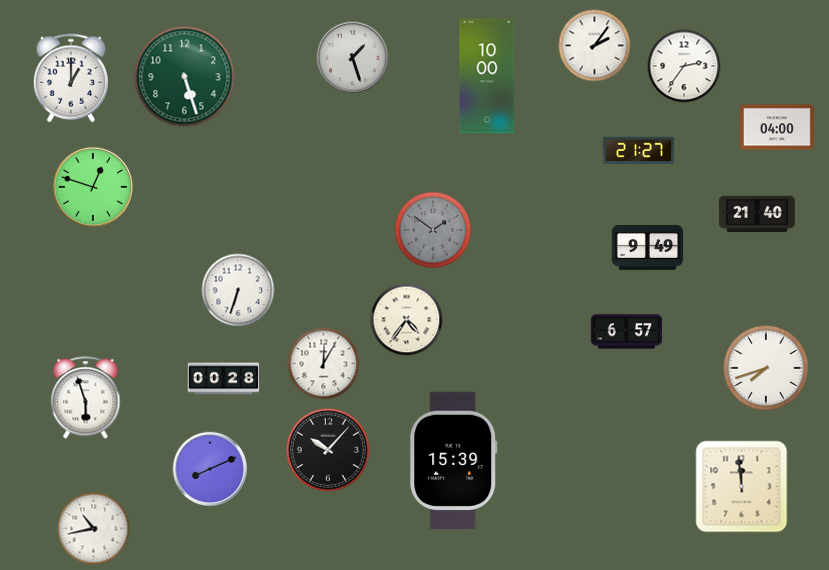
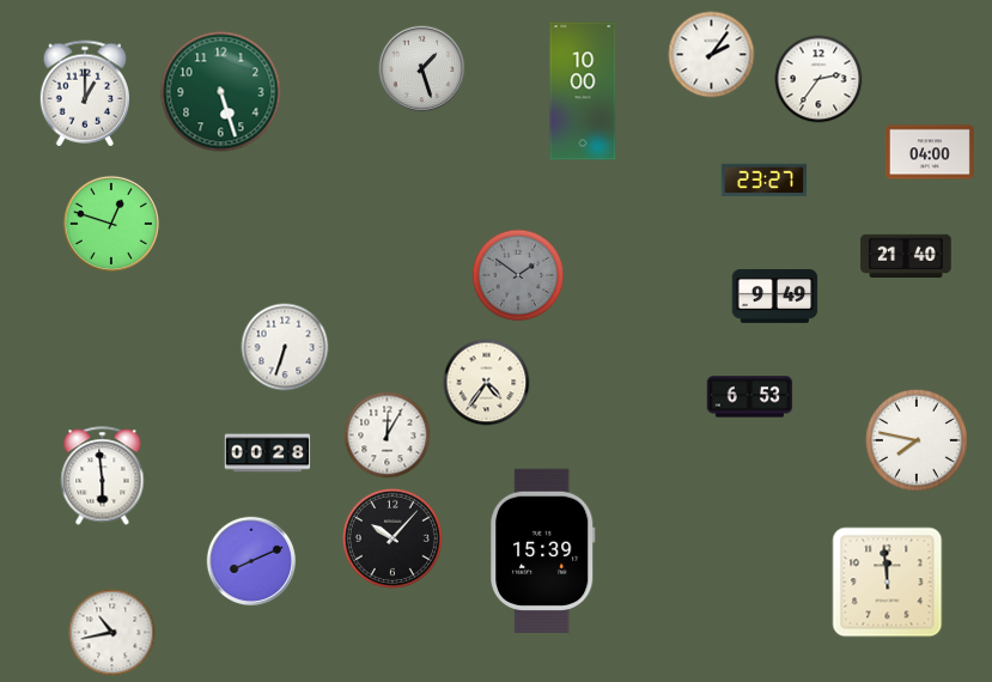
clock at (639, 151): 21:27 -> 23:27
clock at (627, 332): 6:57 -> 6:53
clock at (766, 368): 7:42 -> 7:47
clock at (86, 398): 5:57 -> 5:59
